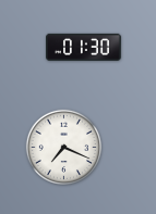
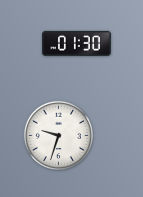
clock at (63, 147): 7:19 -> 9:33
